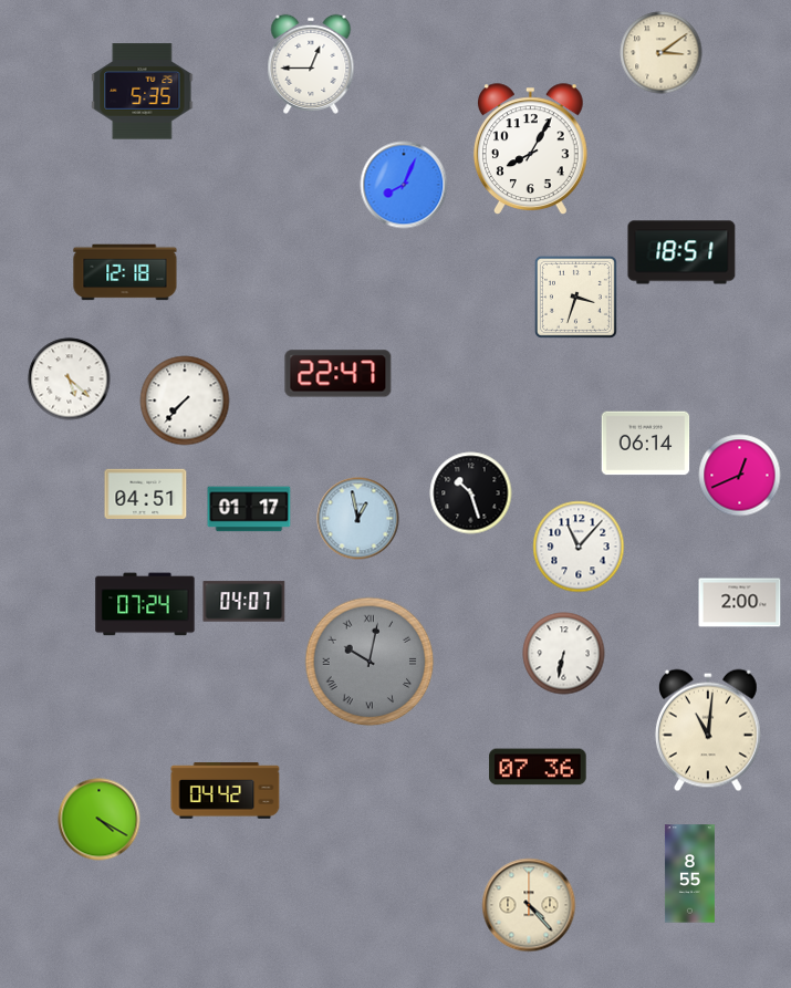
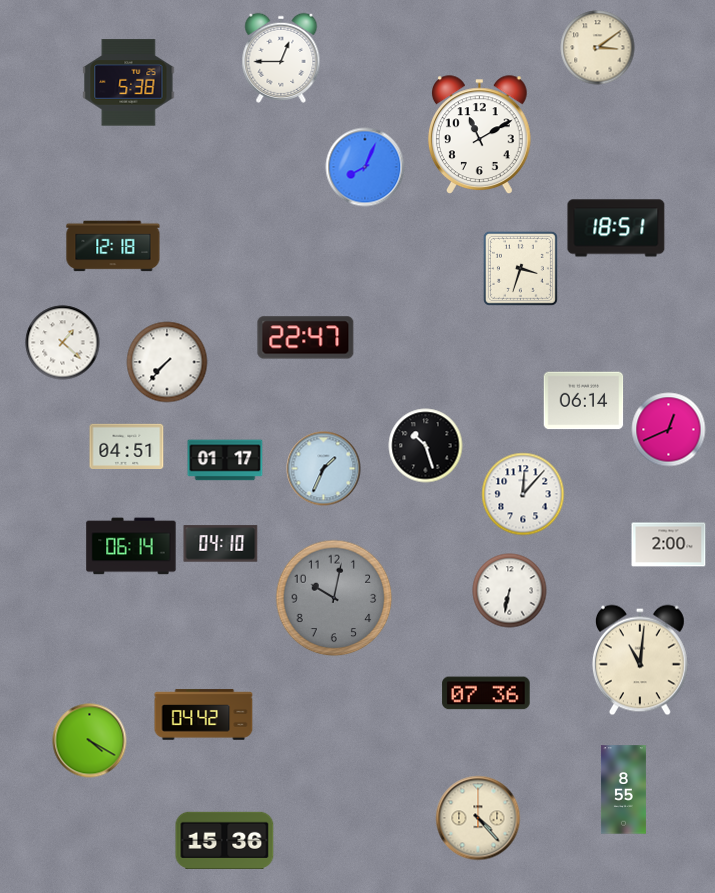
clock at (143, 92): 5:35 -> 5:38
clock at (530, 148): 8:05 -> 11:10
clock at (70, 379): 5:22 -> 1:22
clock at (146, 495) position: (146, 495) -> (127, 447)
clock at (358, 519): 12:58 -> 1:34
clock at (579, 547): 11:07 -> 12:07
clock at (244, 602): 04:07 -> 04:10
clock at (145, 604): 07:24 -> 06:14
clock at (370, 662) numerals: Roman -> Arabic
clock at (225, 840): none -> 15:36
